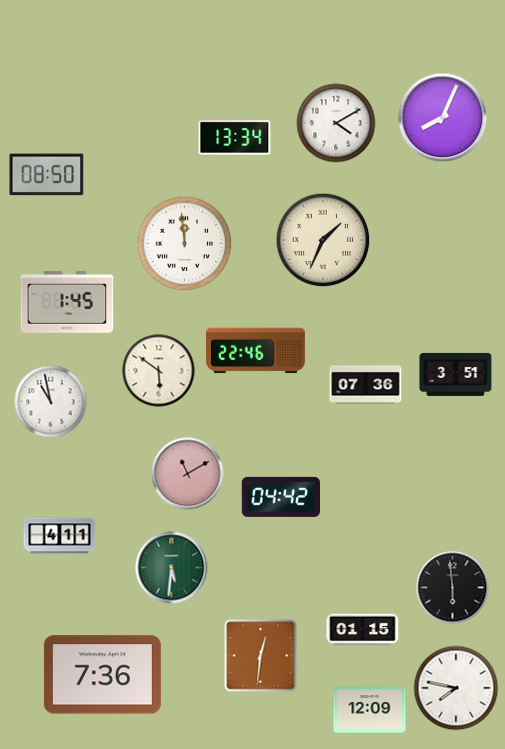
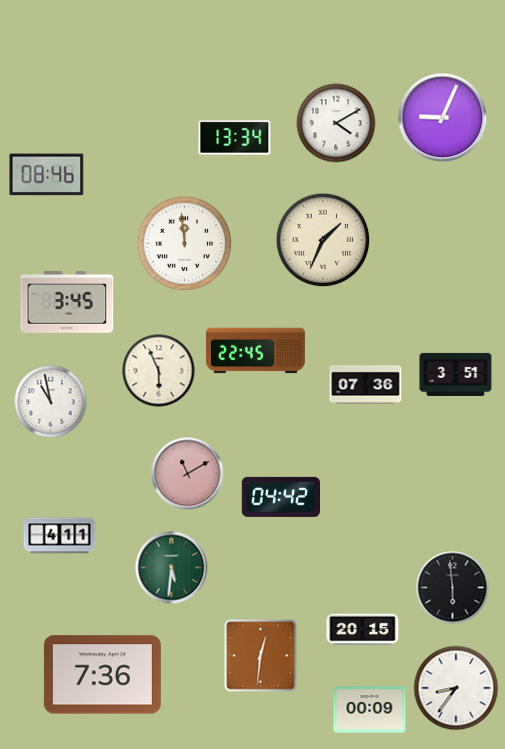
clock at (443, 118): 8:04 -> 9:04
clock at (47, 175): 08:50 -> 08:46
clock at (67, 302): 1:45 -> 3:45
clock at (255, 351): 22:46 -> 22:45
clock at (159, 371): 5:51 -> 5:56
clock at (363, 630): 01:15 -> 20:15
clock at (456, 688): 7:47 -> 8:36
clock at (370, 710): 12:09 -> 00:09
